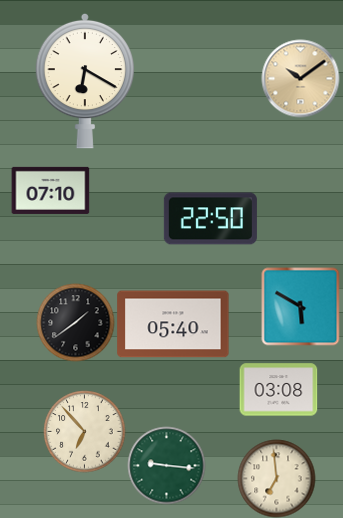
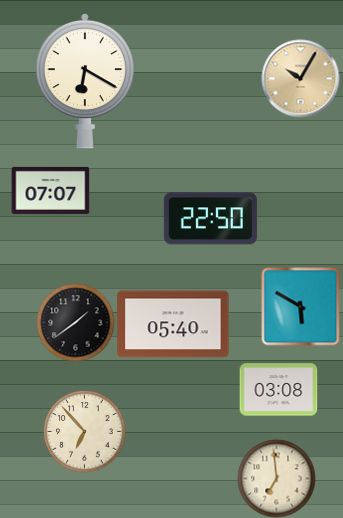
clock at (300, 78): 10:09 -> 10:05
clock at (50, 190): 07:10 -> 07:07
clock at (166, 465): 9:16 -> none
